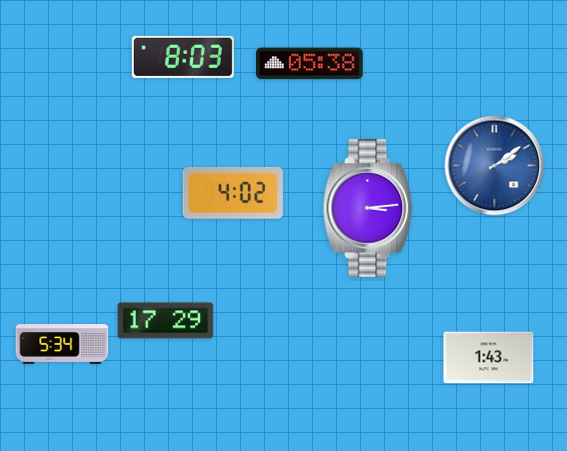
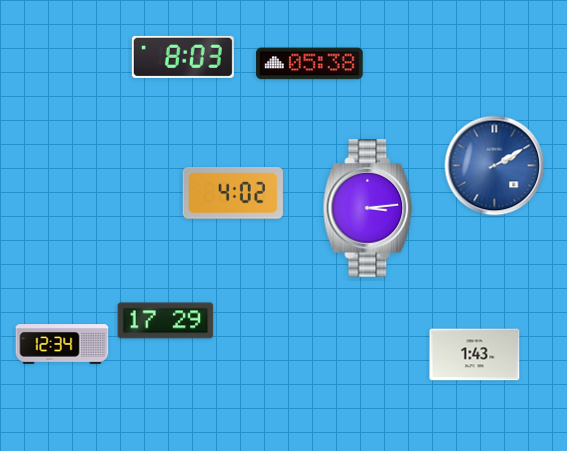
clock at (495, 166): 2:09 -> 2:10
clock at (62, 344): 5:34 -> 12:34
clock at (489, 358) position: (489, 358) -> (475, 355)
